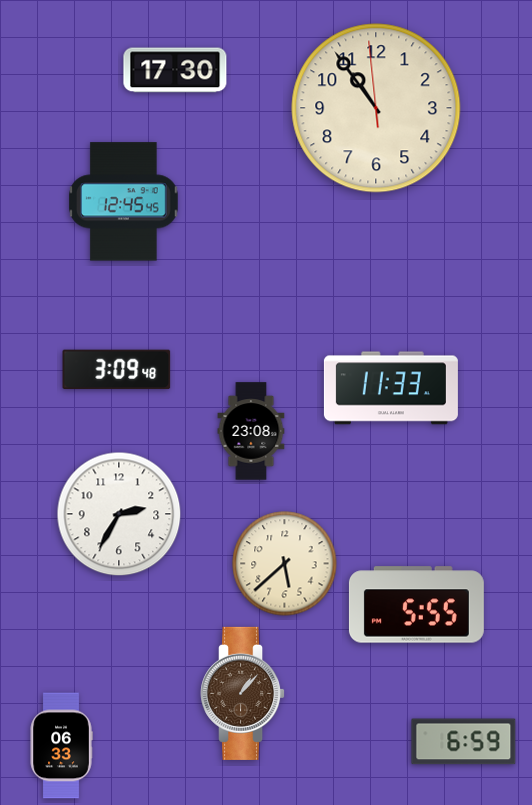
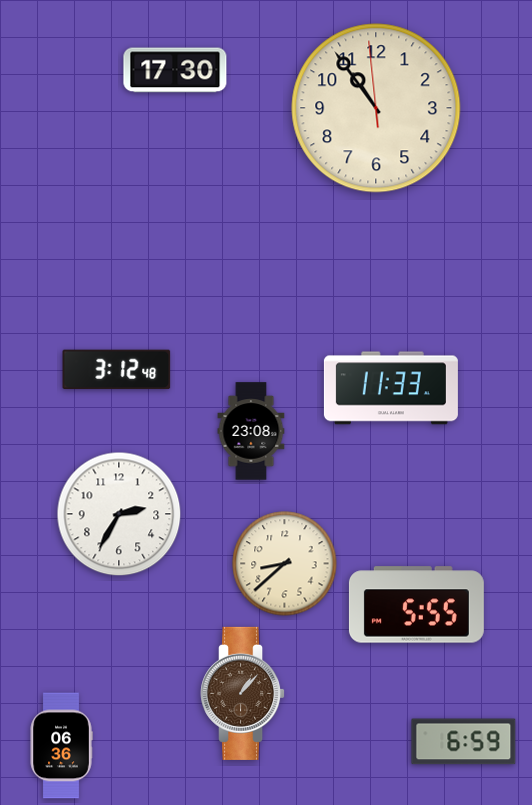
clock at (124, 202): 12:45 -> none
clock at (117, 370): 3:09 -> 3:12
clock at (285, 564): 5:38 -> 8:38
clock at (61, 746): 06:33 -> 06:36
